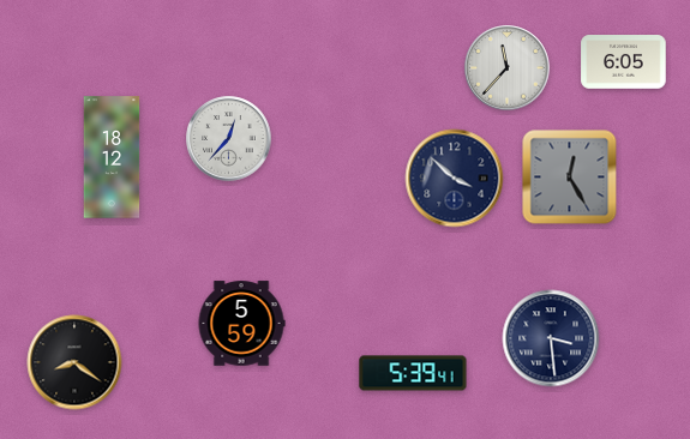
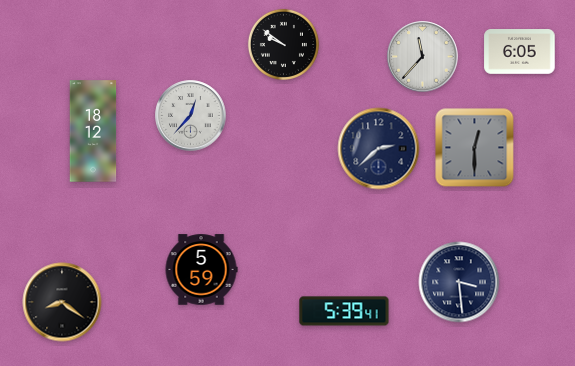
clock at (283, 44): none -> 9:51
clock at (570, 178): 12:25 -> 12:30
clock at (455, 179): 3:52 -> 2:38
